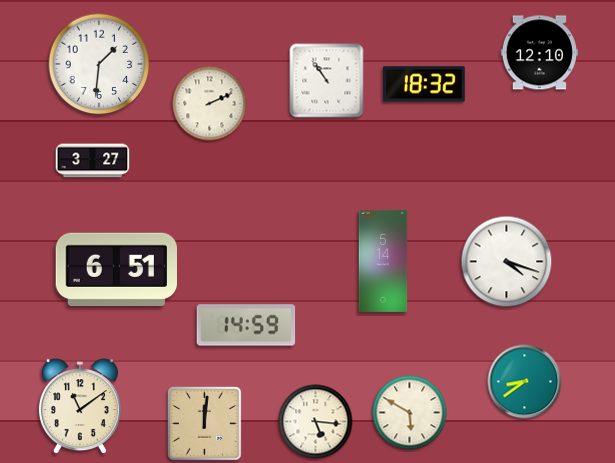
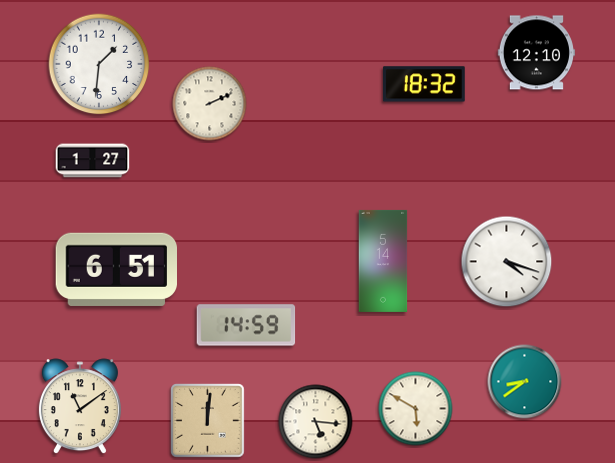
clock at (539, 53) position: (539, 53) -> (536, 53)
clock at (327, 81): 10:54 -> none
clock at (93, 161): 3:27 -> 1:27
clock at (410, 413) position: (410, 413) -> (416, 409)
clock at (205, 424) position: (205, 424) -> (208, 421)
